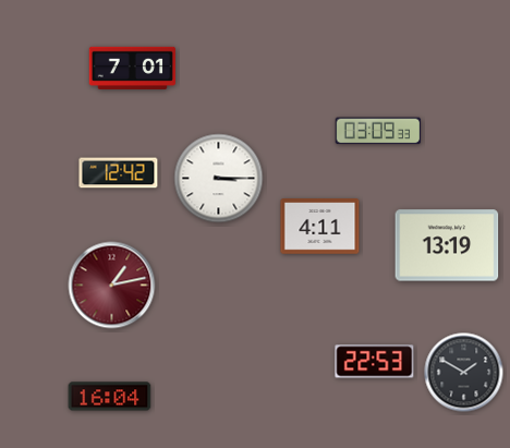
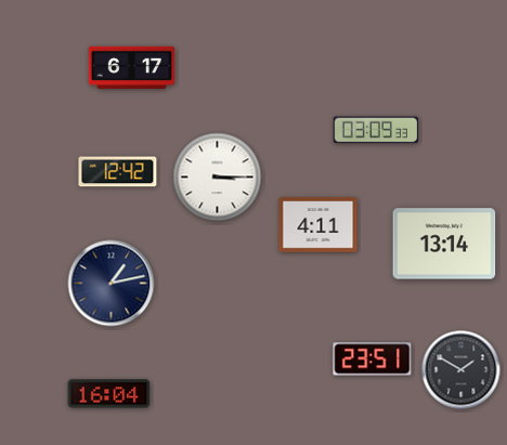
clock at (132, 68): 7:01 -> 6:17
clock at (447, 245): 13:19 -> 13:14
clock at (112, 286) dial: burgundy -> navy
clock at (375, 362): 22:53 -> 23:51
